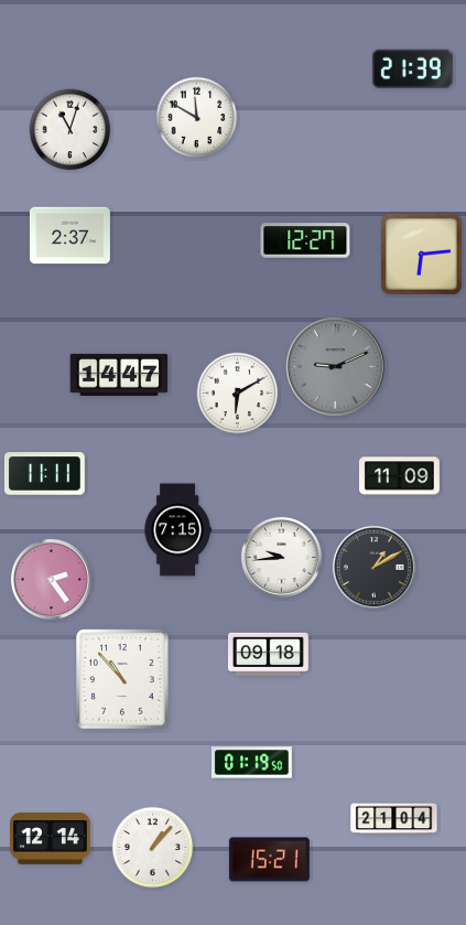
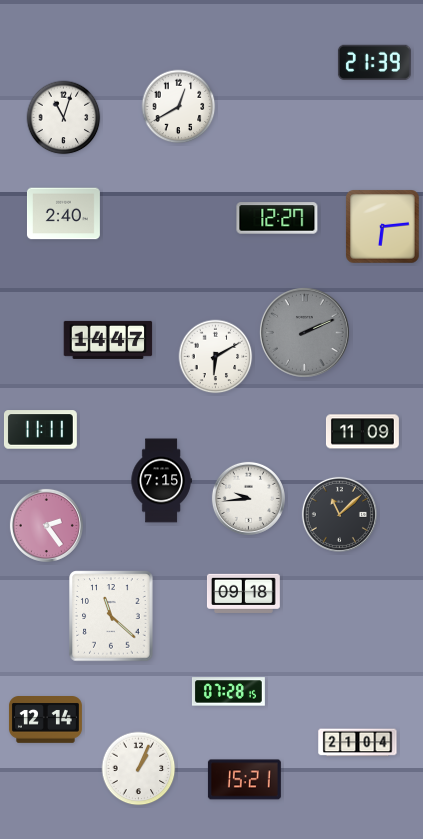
clock at (197, 118): 11:50 -> 12:40
clock at (69, 236): 2:37 -> 2:40
clock at (422, 255) position: (422, 255) -> (383, 227)
clock at (335, 366): 9:11 -> 2:11
clock at (281, 557) position: (281, 557) -> (248, 498)
clock at (373, 567): 1:10 -> 11:08
clock at (122, 679): 10:53 -> 11:22
clock at (251, 763): 01:19 -> 07:28
clock at (51, 839) position: (51, 839) -> (46, 720)
clock at (153, 848): 1:07 -> 1:04
